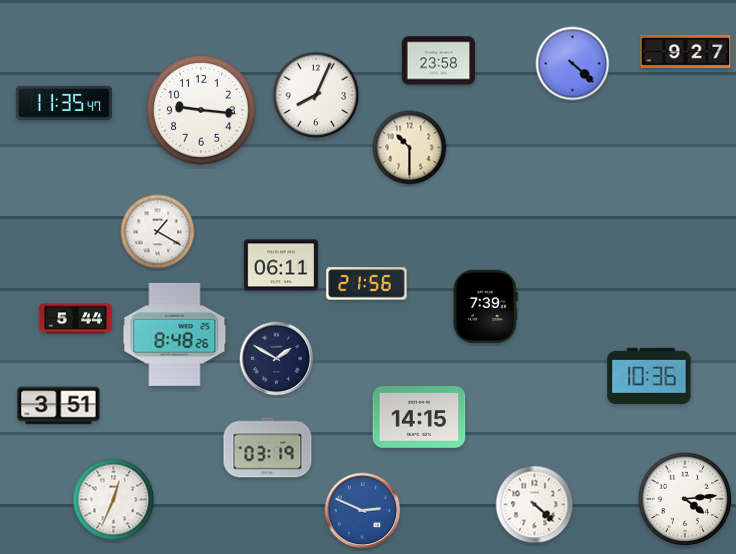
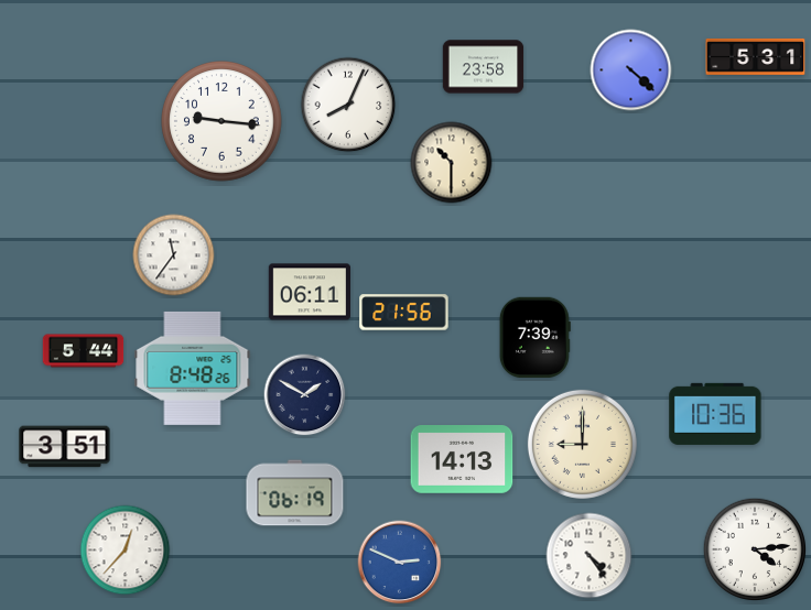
clock at (686, 51): 9:27 -> 5:31
clock at (64, 103): 11:35 -> none
clock at (158, 232): 1:20 -> 11:36
clock at (582, 444): none -> 9:00
clock at (419, 417): 14:15 -> 14:13
clock at (268, 448): 03:19 -> 06:19
clock at (114, 500): 12:34 -> 12:37
clock at (535, 505): 4:22 -> 4:24
